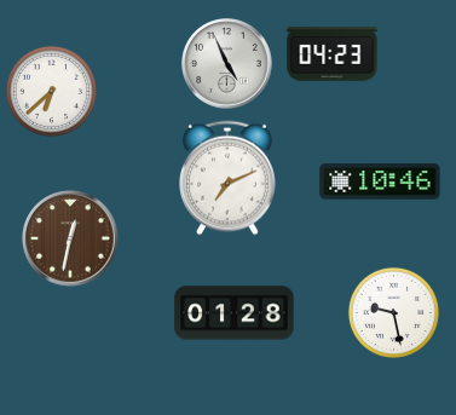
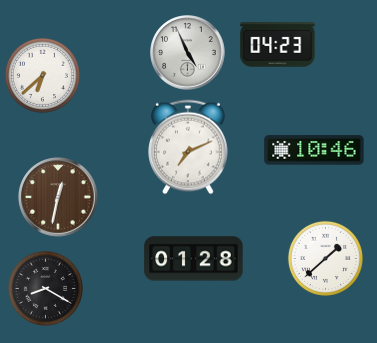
clock at (333, 54) position: (333, 54) -> (278, 45)
clock at (393, 312): 9:28 -> 1:38
clock at (45, 288): none -> 8:20
